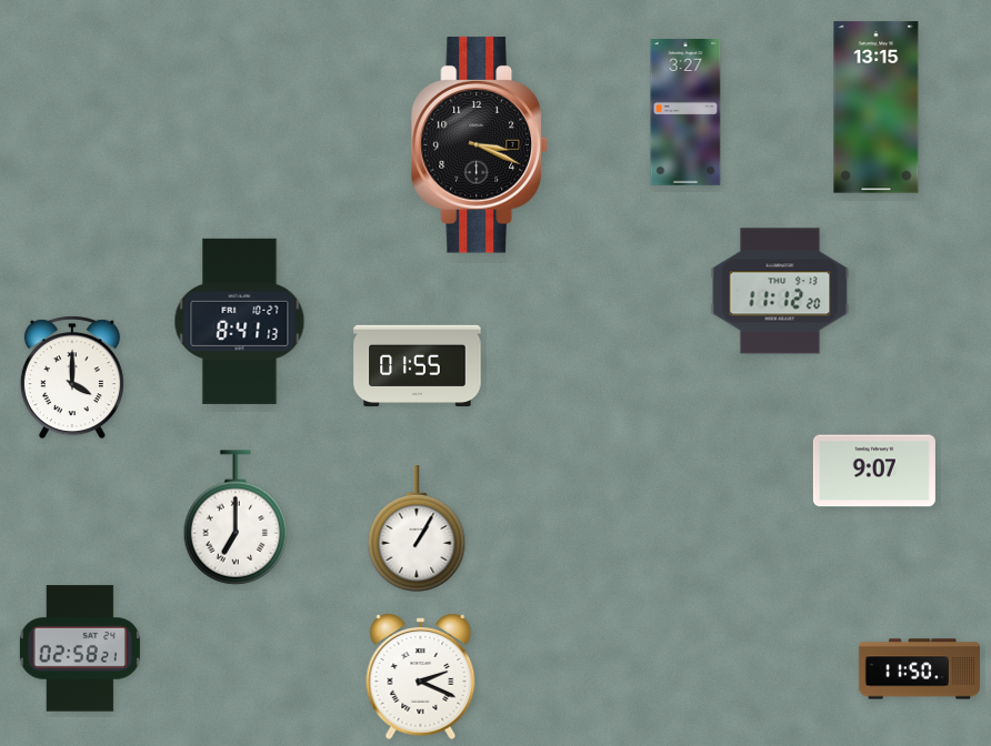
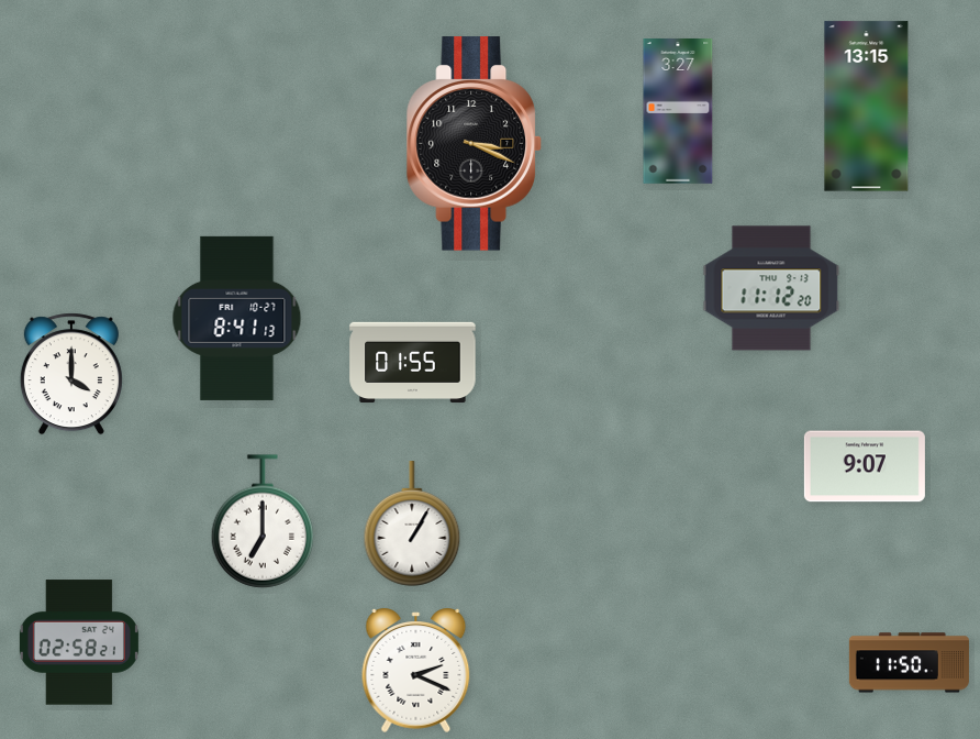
clock at (236, 517) position: (236, 517) -> (263, 521)
